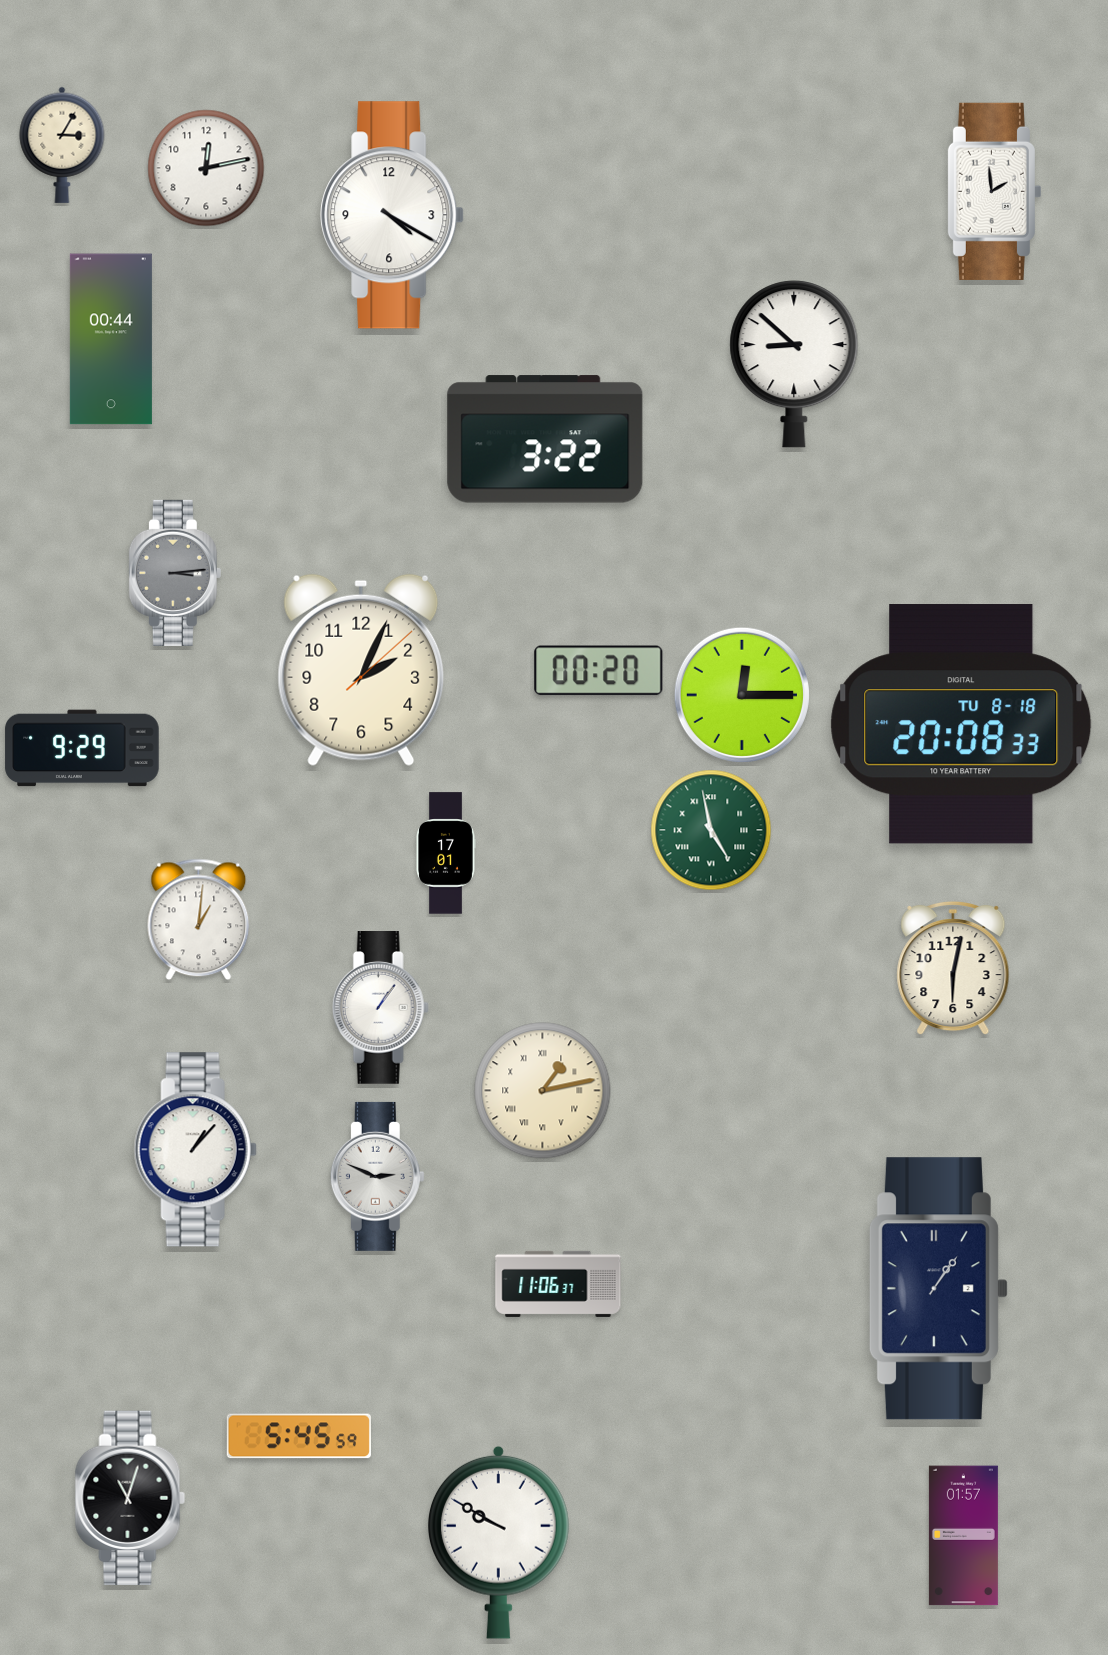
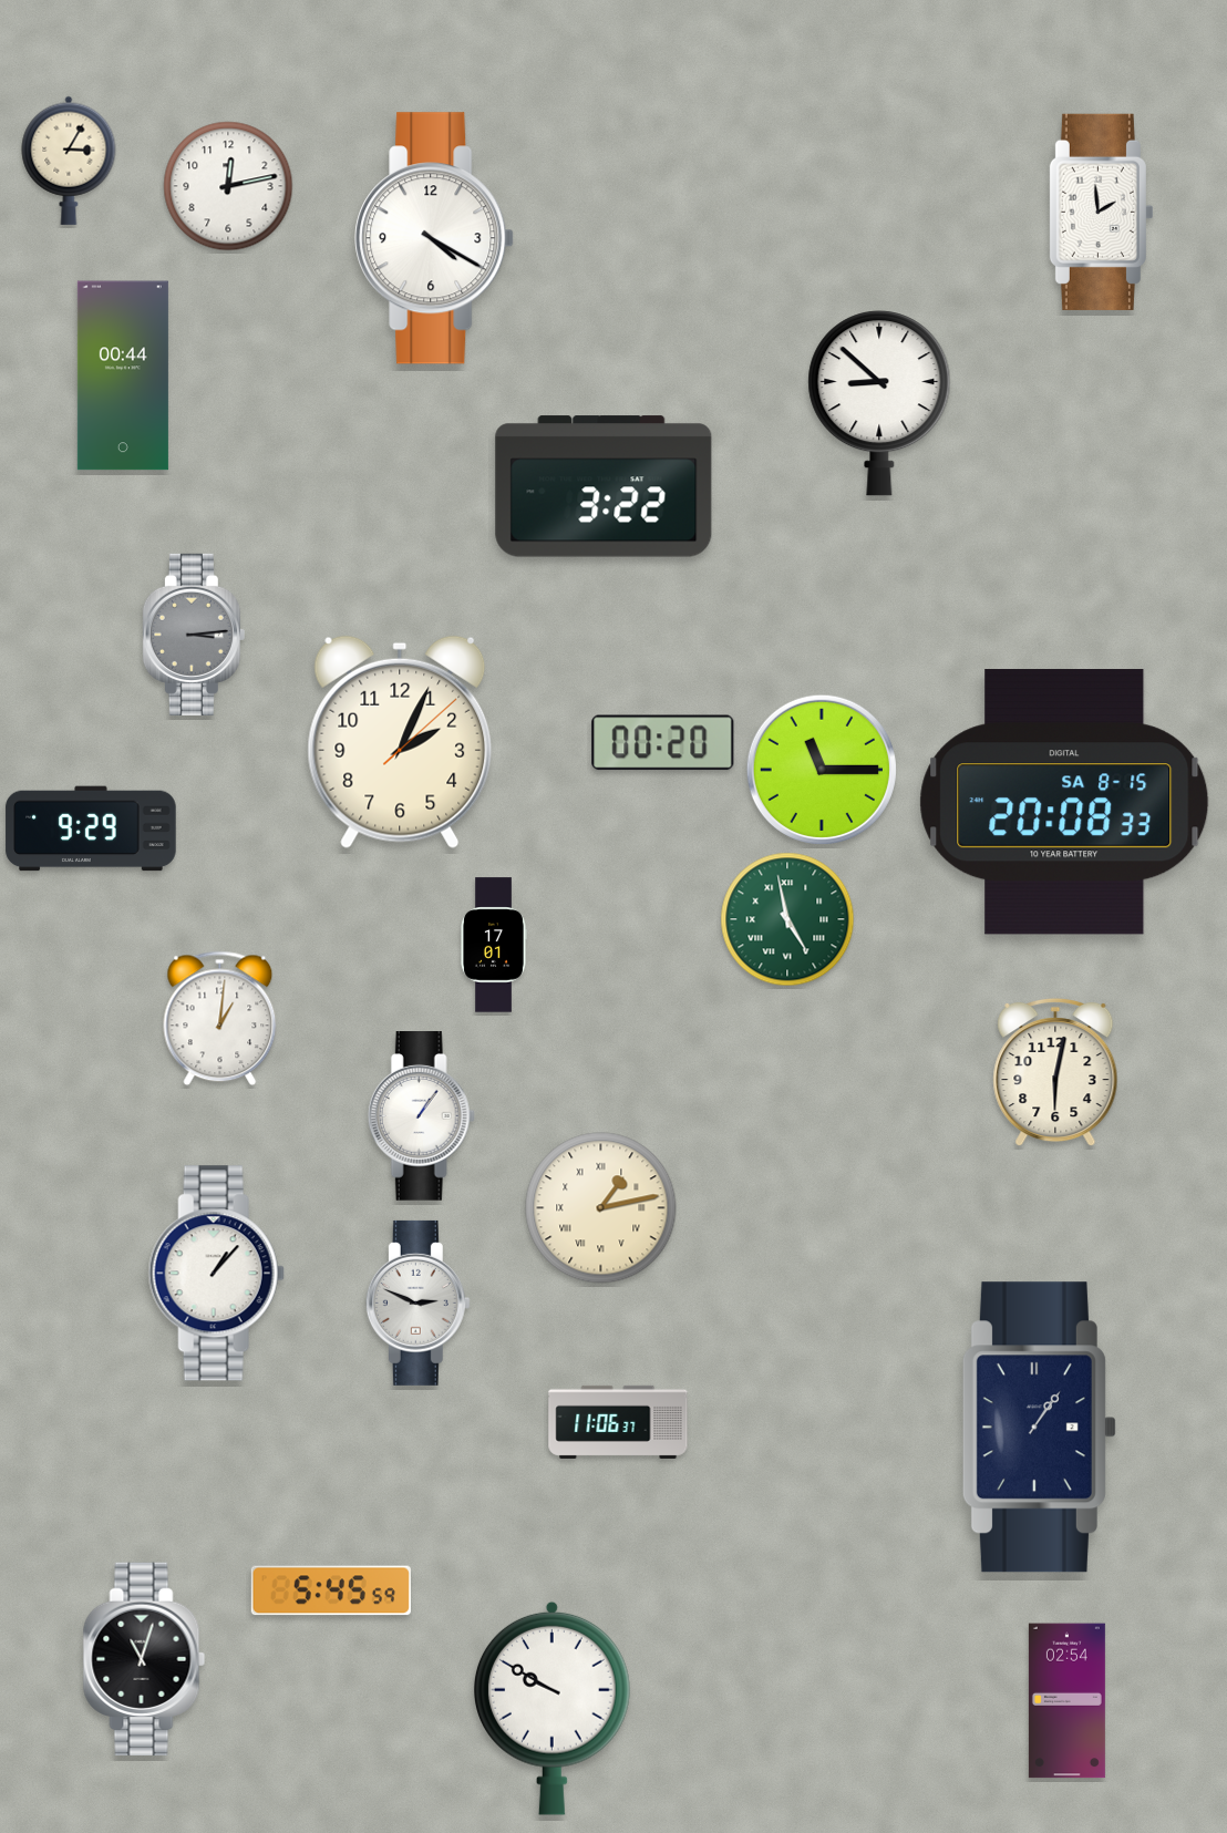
clock at (742, 695): 12:15 -> 11:15
clock at (961, 724) date: TU 8-18 -> SA 8-15
clock at (963, 1536): 01:57 -> 02:54
